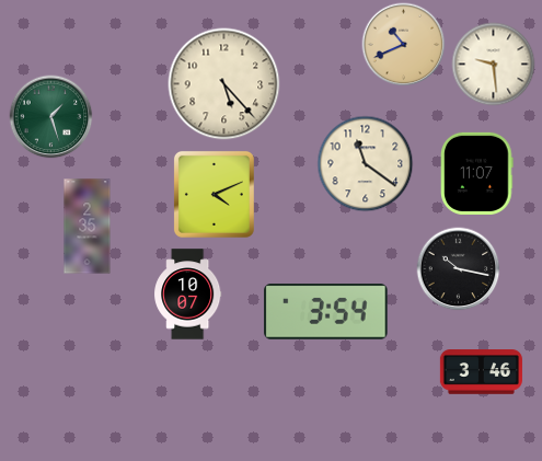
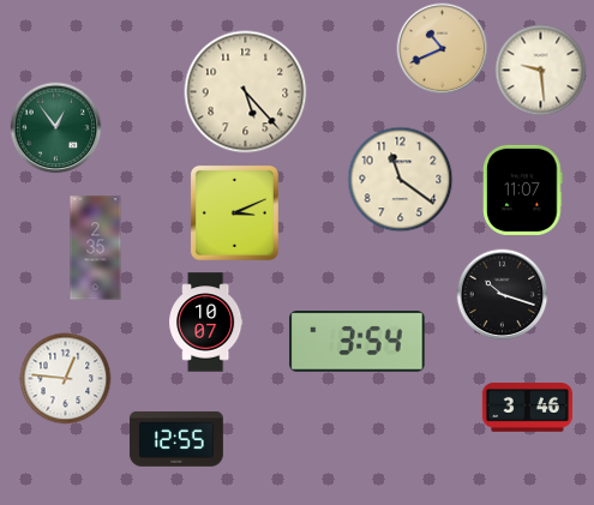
clock at (51, 117): 1:27 -> 12:54
clock at (214, 194): 4:11 -> 3:11
clock at (459, 269): 10:17 -> 10:18
clock at (66, 379): none -> 12:46
clock at (176, 439): none -> 12:55
